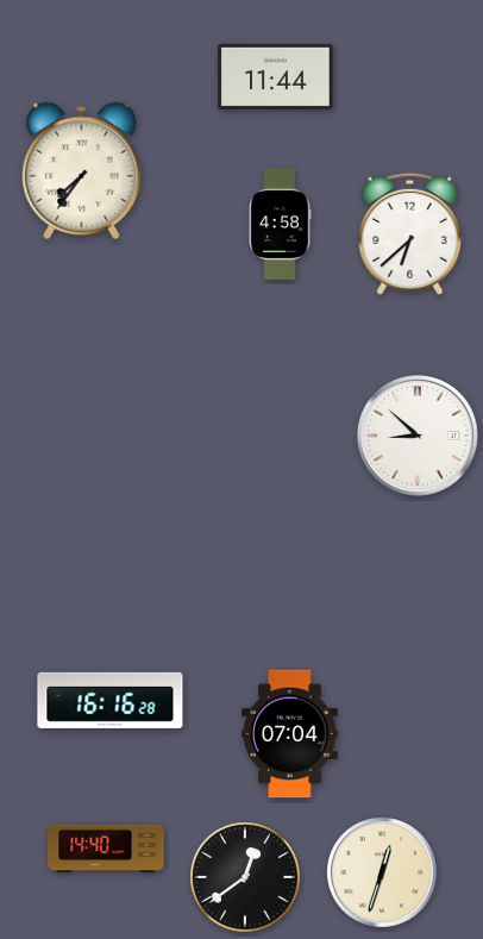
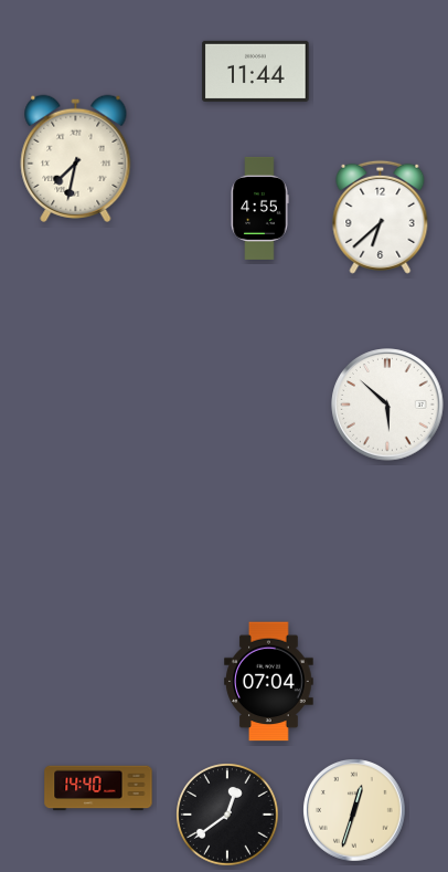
clock at (82, 170): 7:36 -> 7:32
clock at (280, 224): 4:58 -> 4:55
clock at (418, 436): 8:52 -> 5:52
clock at (111, 700): 16:16 -> none
